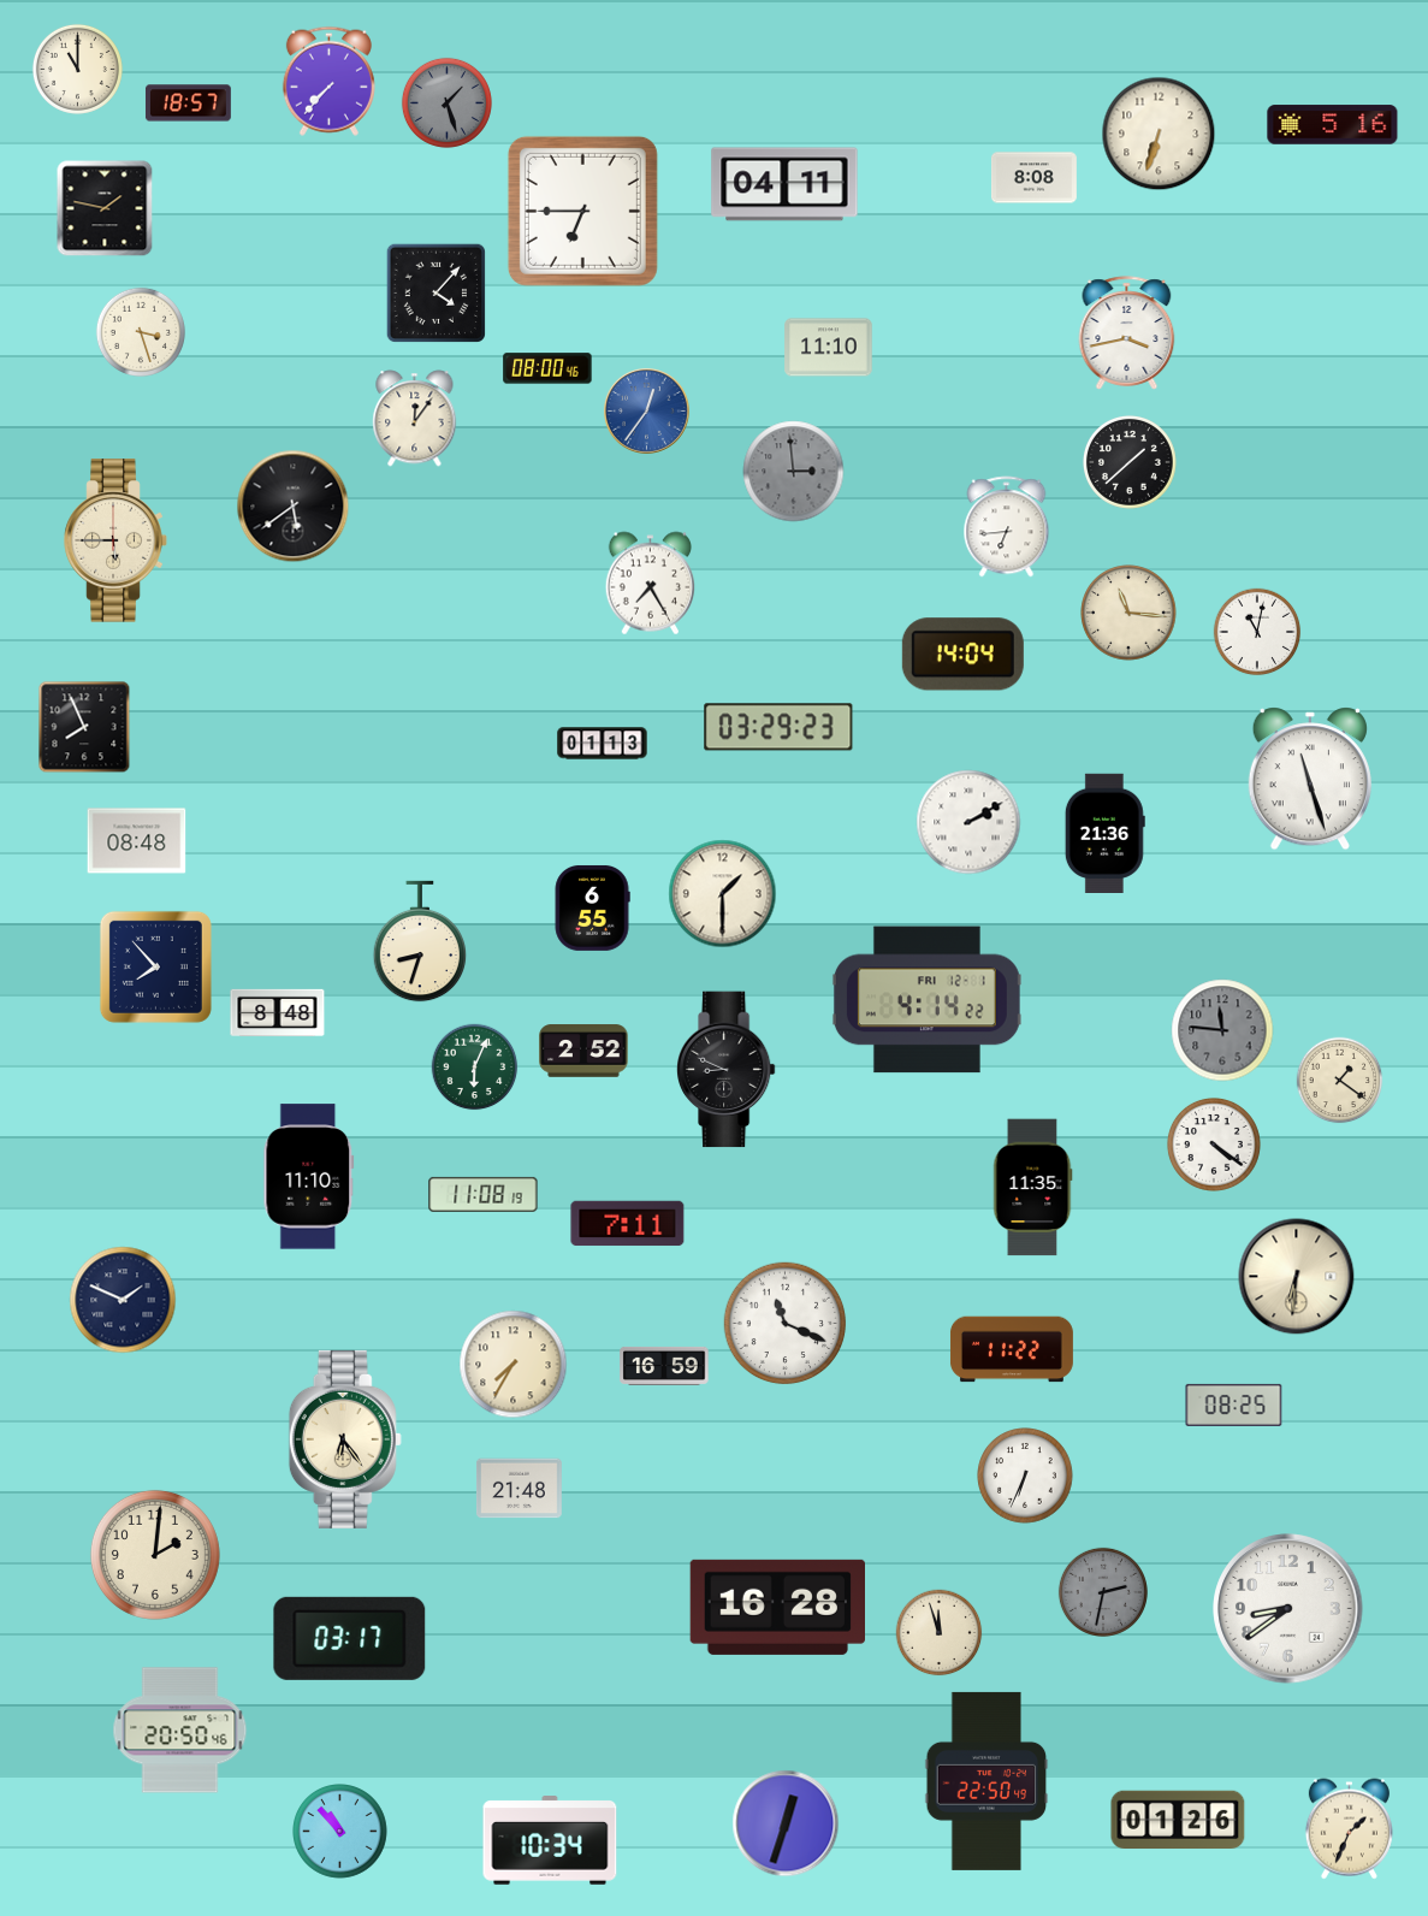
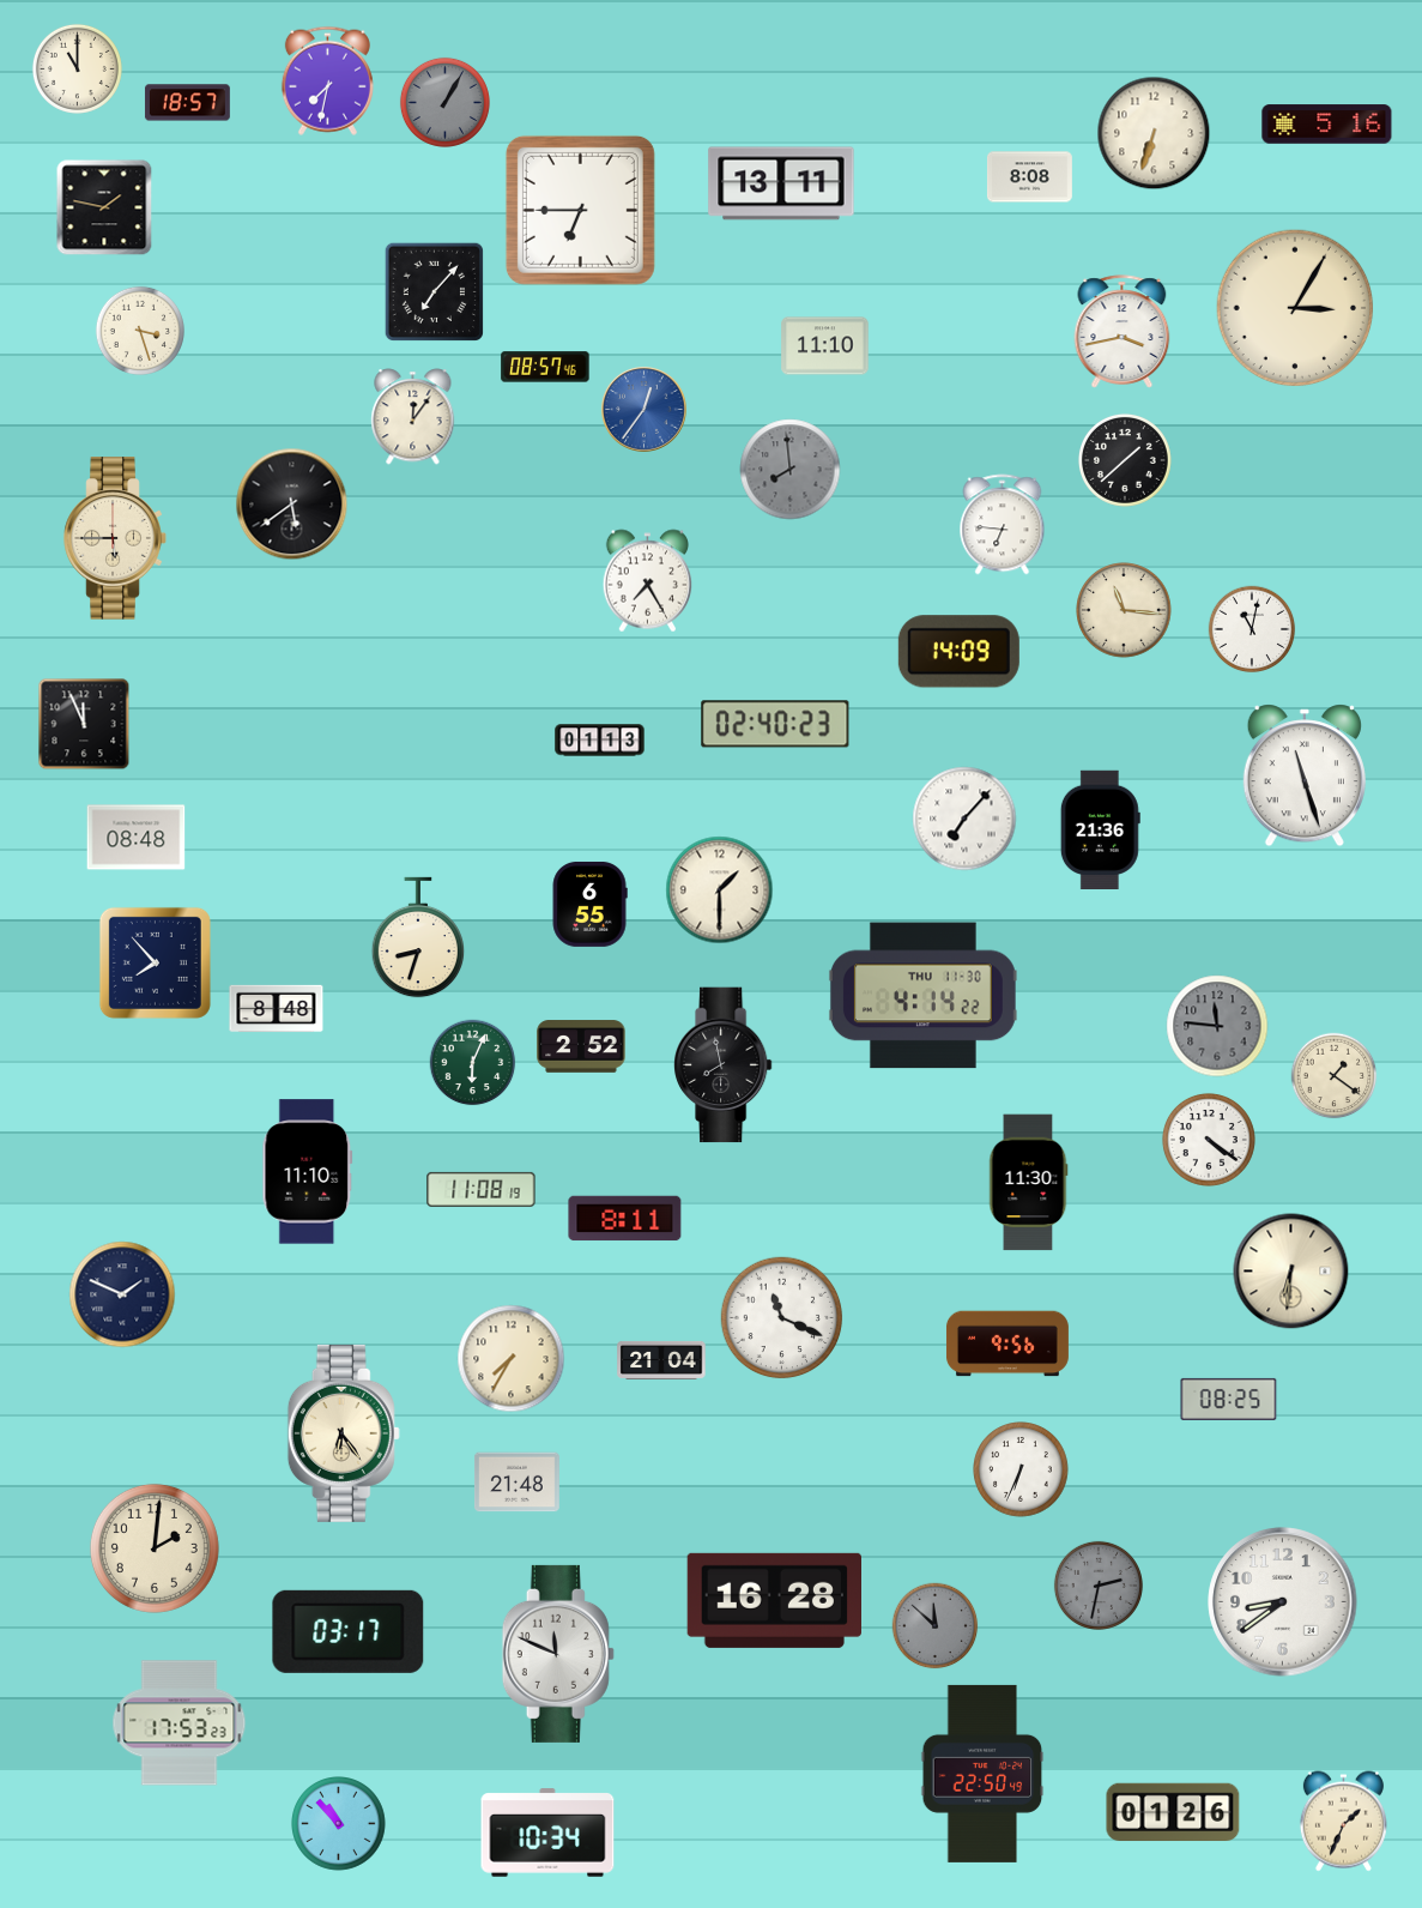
clock at (328, 81): 7:37 -> 7:32
clock at (446, 102): 1:27 -> 1:05
clock at (784, 184): 04:11 -> 13:11
clock at (435, 292): 4:07 -> 7:07
clock at (1295, 308): none -> 3:05
clock at (547, 368): 08:00 -> 08:57
clock at (794, 472): 2:59 -> 7:59
clock at (1007, 527): 6:44 -> 6:46
clock at (962, 655): 14:04 -> 14:09
clock at (84, 727): 7:56 -> 11:56
clock at (778, 727): 03:29 -> 02:40
clock at (968, 822): 2:10 -> 7:07
clock at (926, 1000) date: FRI 12-1 -> THU 11-30
clock at (727, 1070): 8:49 -> 7:58
clock at (1032, 1188): 11:35 -> 11:30
clock at (628, 1224): 7:11 -> 8:11
clock at (1012, 1349): 11:22 -> 9:56
clock at (664, 1366): 16:59 -> 21:04
clock at (940, 1633): 11:57 -> 11:52
clock at (940, 1633) dial: cream -> grey
clock at (558, 1654): none -> 11:49
clock at (180, 1731): 20:50 -> 17:53
clock at (786, 1823): 12:33 -> none
